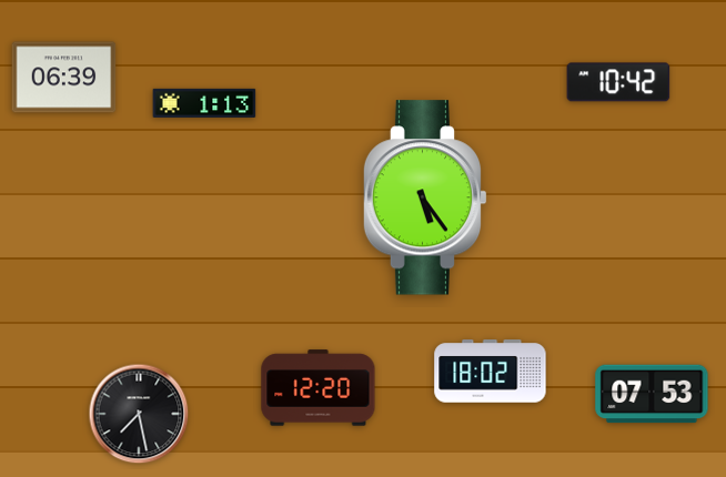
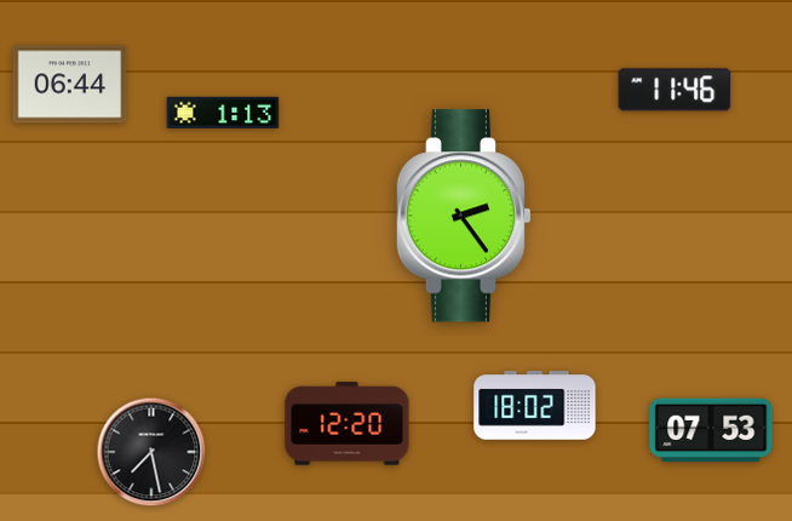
clock at (64, 78): 06:39 -> 06:44
clock at (618, 82): 10:42 -> 11:46
clock at (425, 197): 5:24 -> 2:24
